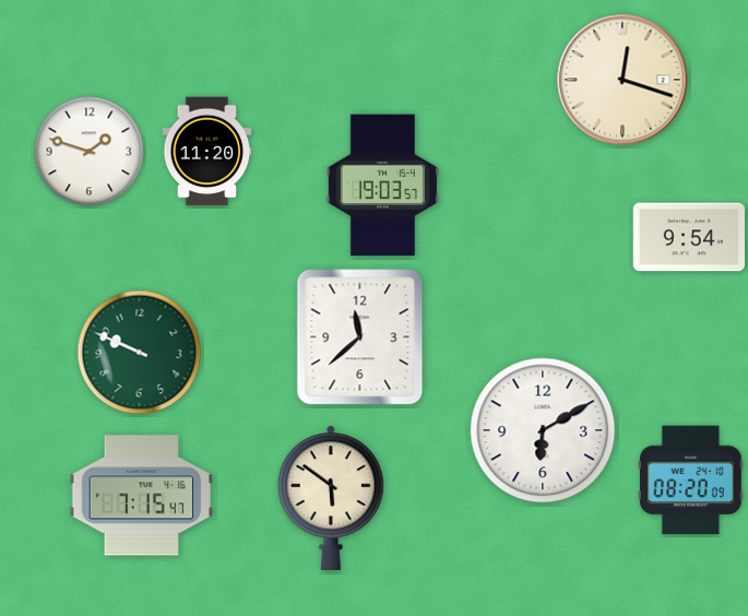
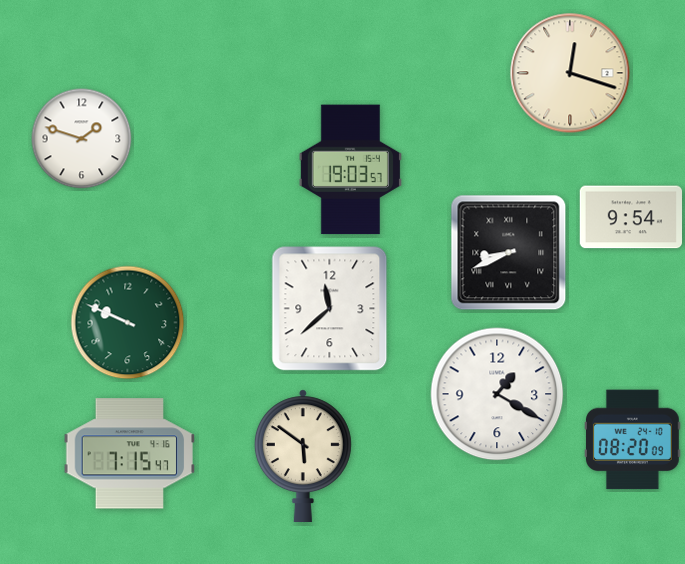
clock at (207, 152): 11:20 -> none
clock at (509, 253): none -> 8:41
clock at (543, 430): 6:10 -> 1:20
